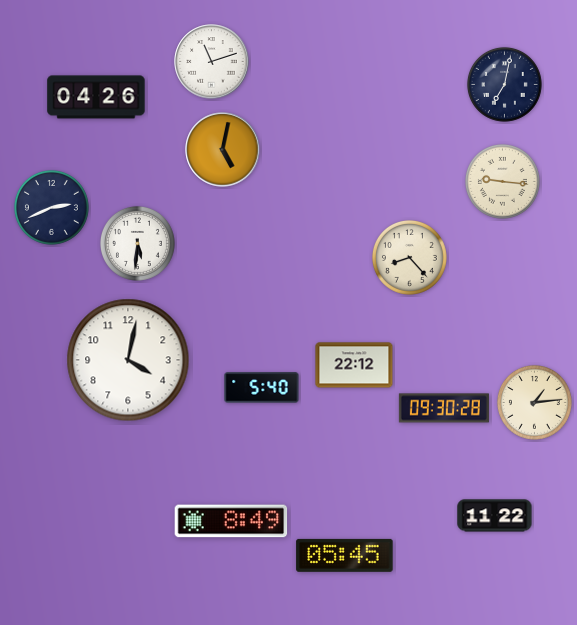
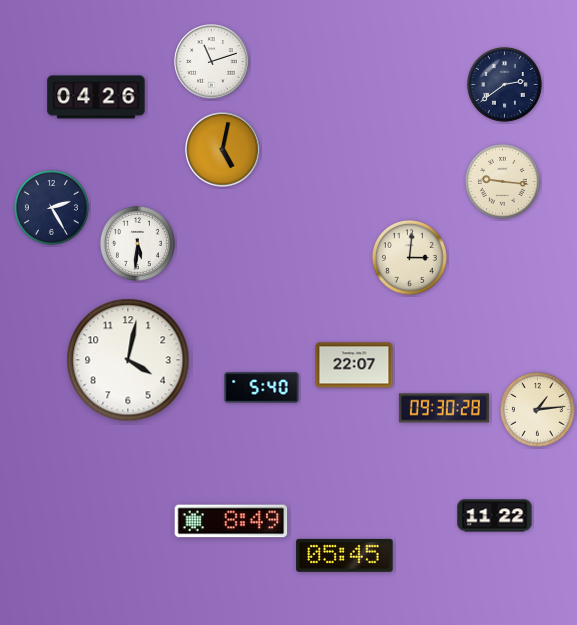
clock at (504, 84): 7:02 -> 2:39
clock at (51, 207): 2:41 -> 2:25
clock at (409, 257): 8:23 -> 3:01
clock at (354, 365): 22:12 -> 22:07
clock at (534, 402) position: (534, 402) -> (537, 409)
